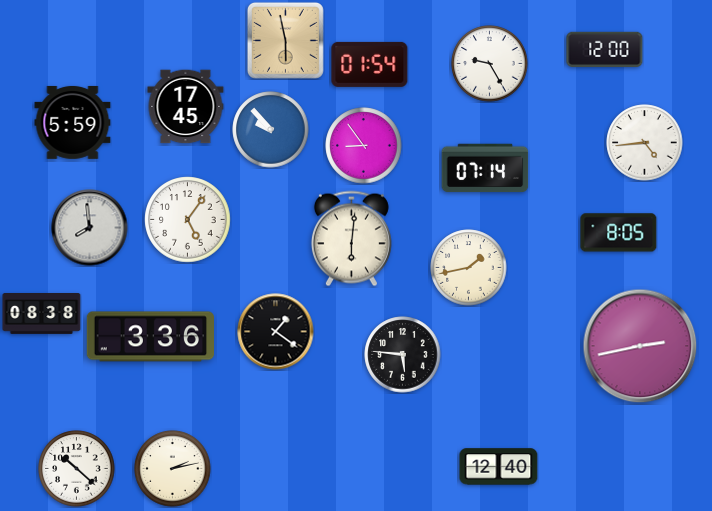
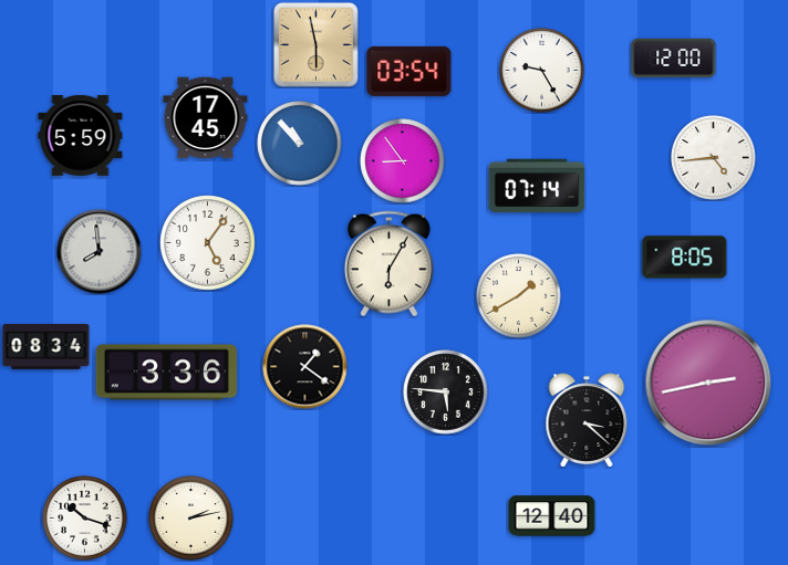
clock at (605, 49) position: (605, 49) -> (674, 57)
clock at (370, 64): 01:54 -> 03:54
clock at (271, 130): 9:53 -> 10:53
clock at (351, 239): 6:01 -> 6:05
clock at (469, 268): 1:43 -> 1:40
clock at (42, 314): 08:38 -> 08:34
clock at (587, 420): none -> 3:22
clock at (77, 469): 10:22 -> 10:18
